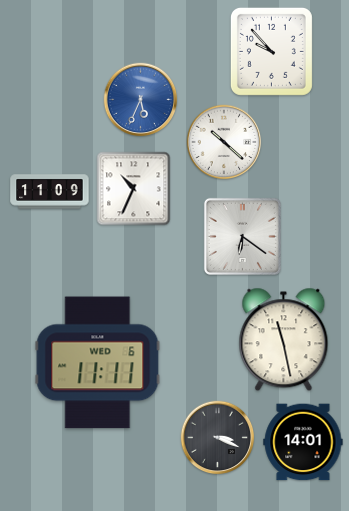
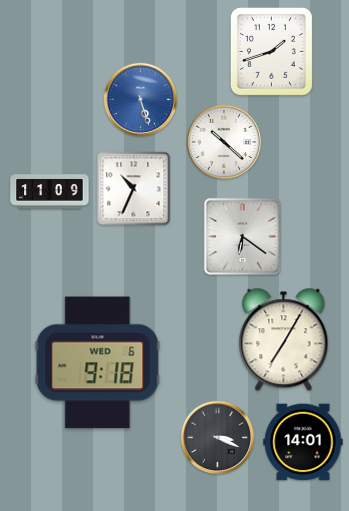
clock at (271, 51): 9:53 -> 1:42
clock at (141, 100): 5:34 -> 5:27
clock at (284, 340): 11:28 -> 7:05
clock at (98, 363): 11:11 -> 9:18
